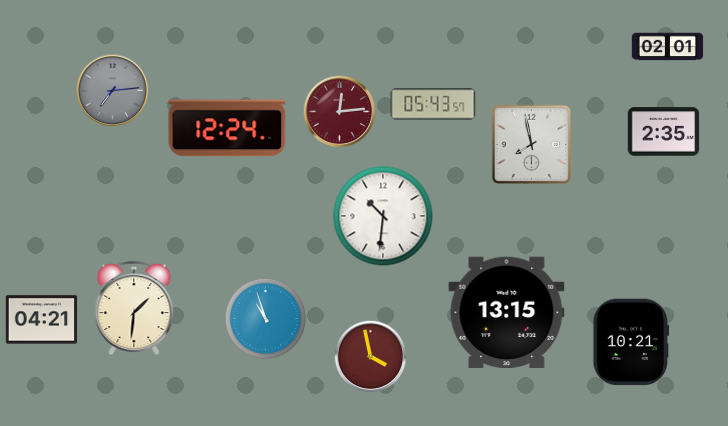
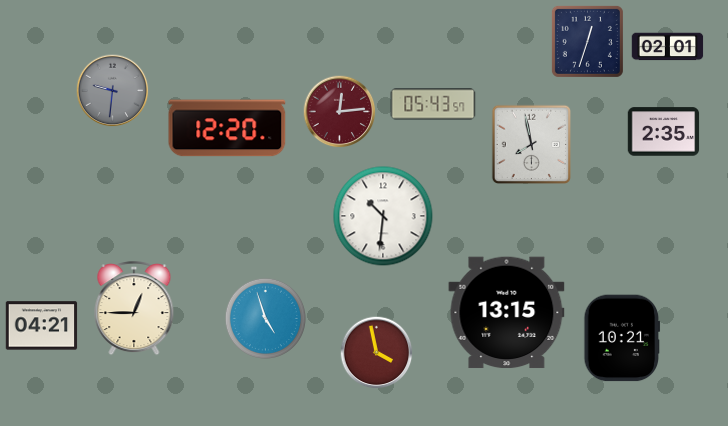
clock at (587, 41): none -> 12:33
clock at (113, 91): 7:14 -> 9:31
clock at (227, 128): 12:24 -> 12:20
clock at (134, 309): 1:31 -> 12:45
clock at (265, 318): 10:57 -> 4:57
clock at (42, 320) position: (42, 320) -> (42, 326)
clock at (631, 342) position: (631, 342) -> (622, 338)
clock at (371, 357) position: (371, 357) -> (377, 353)
